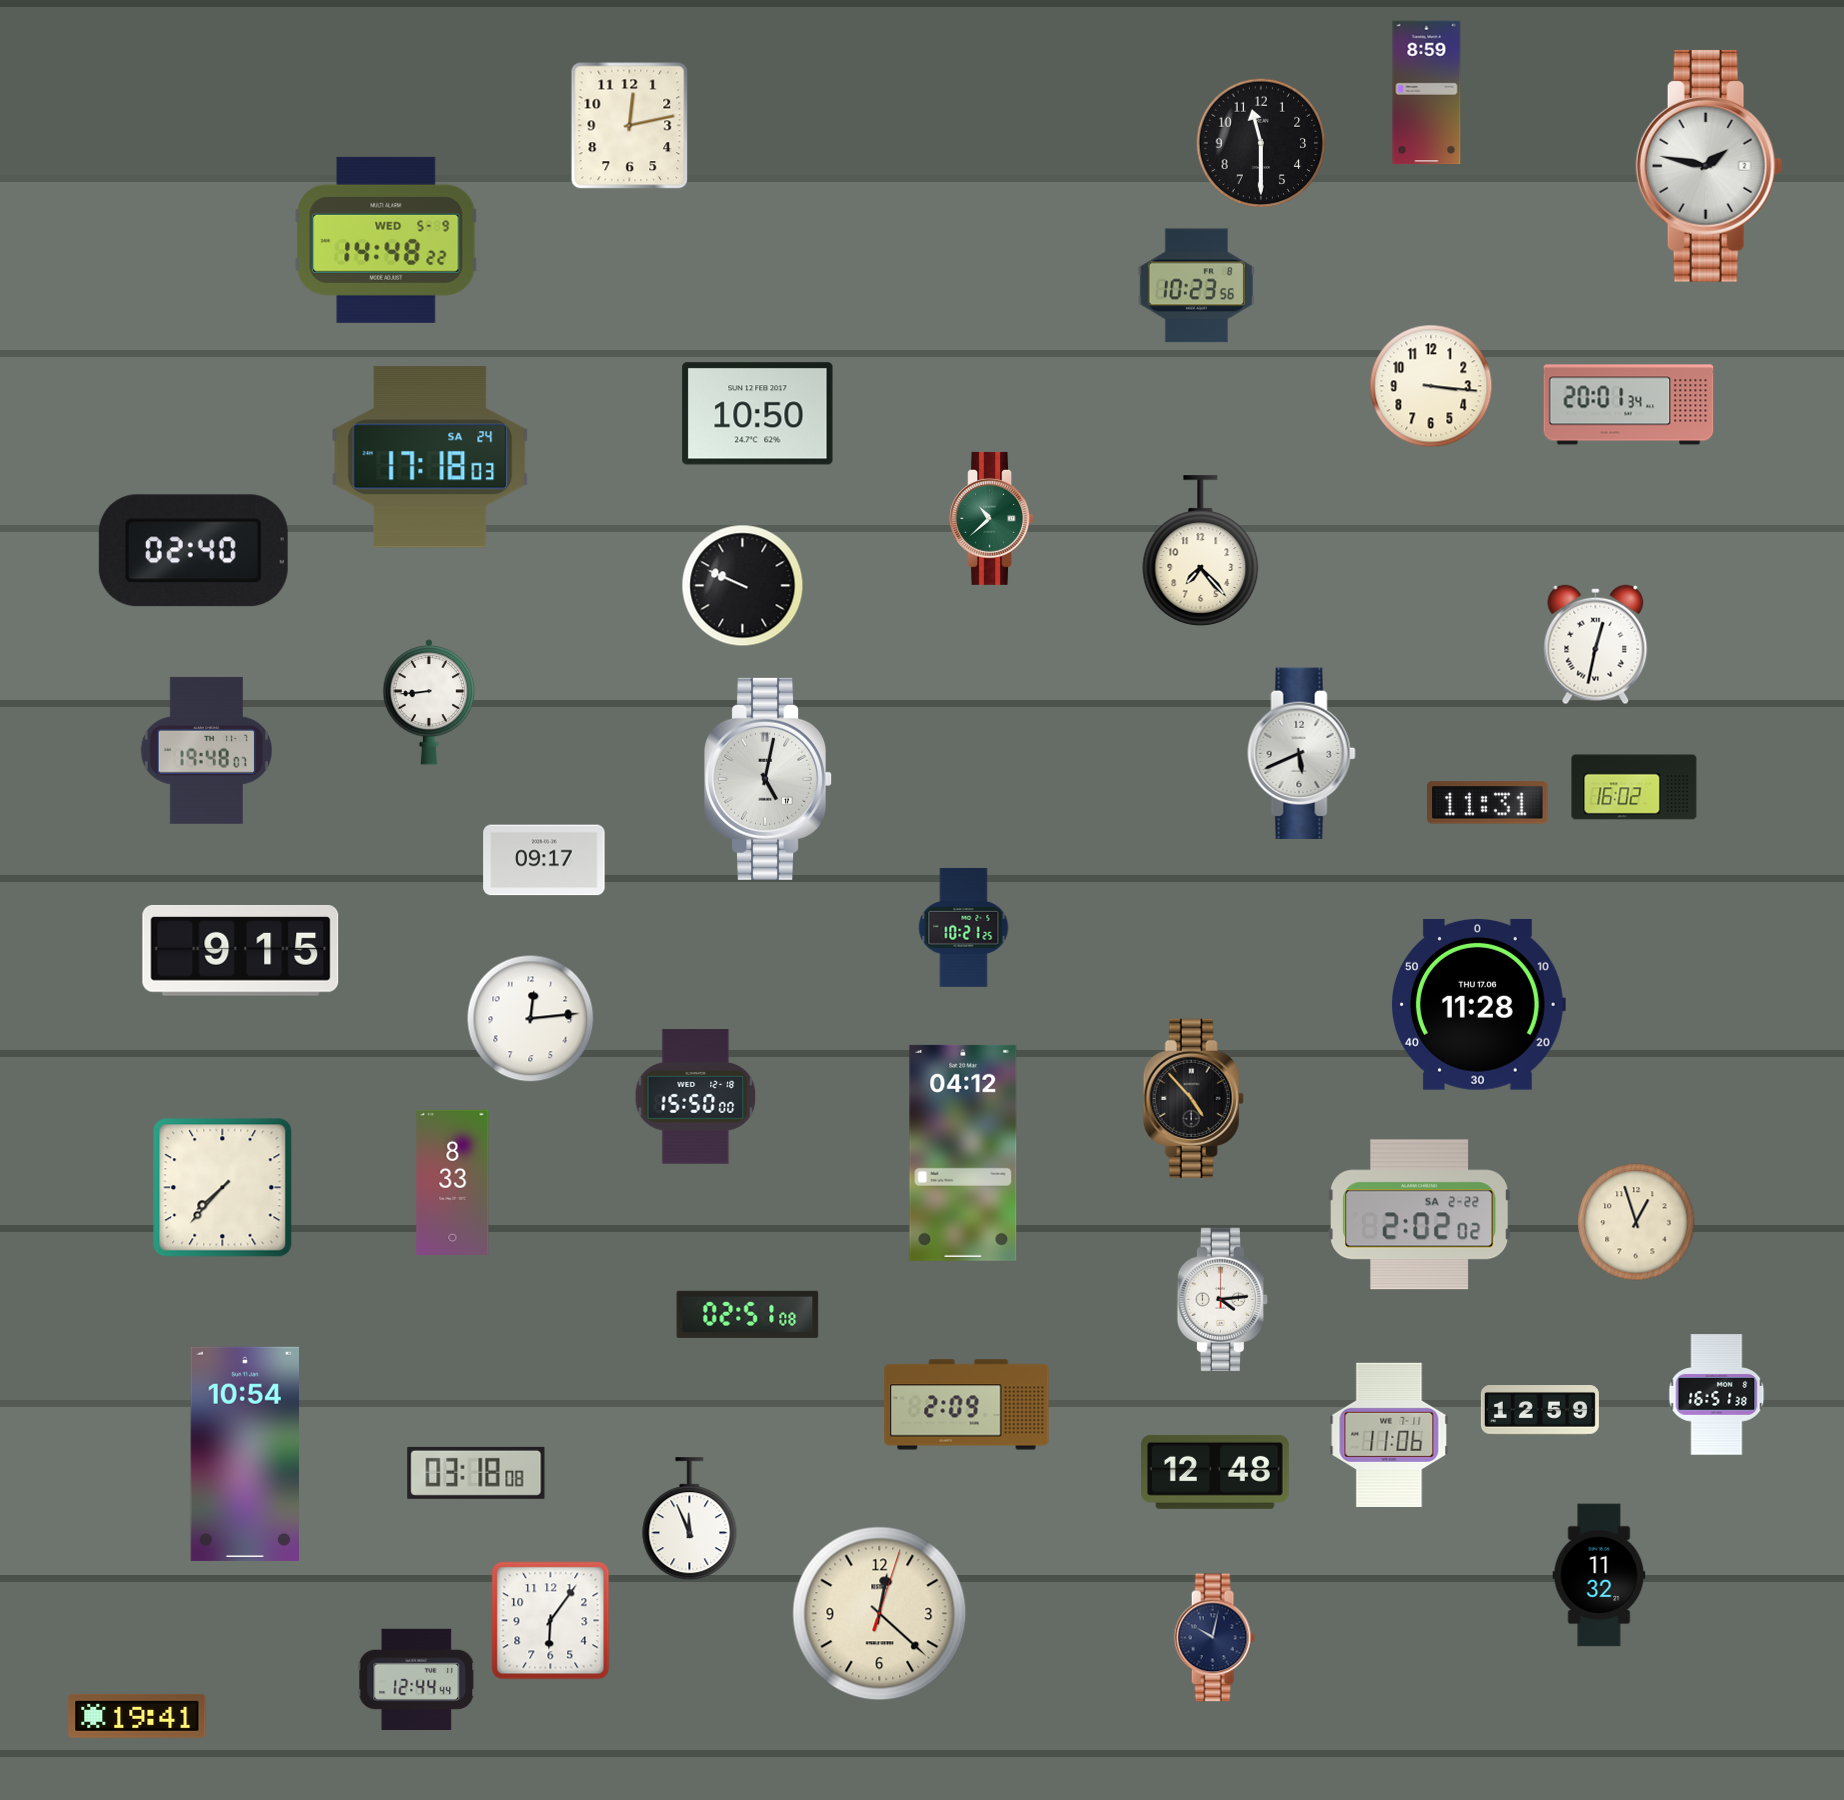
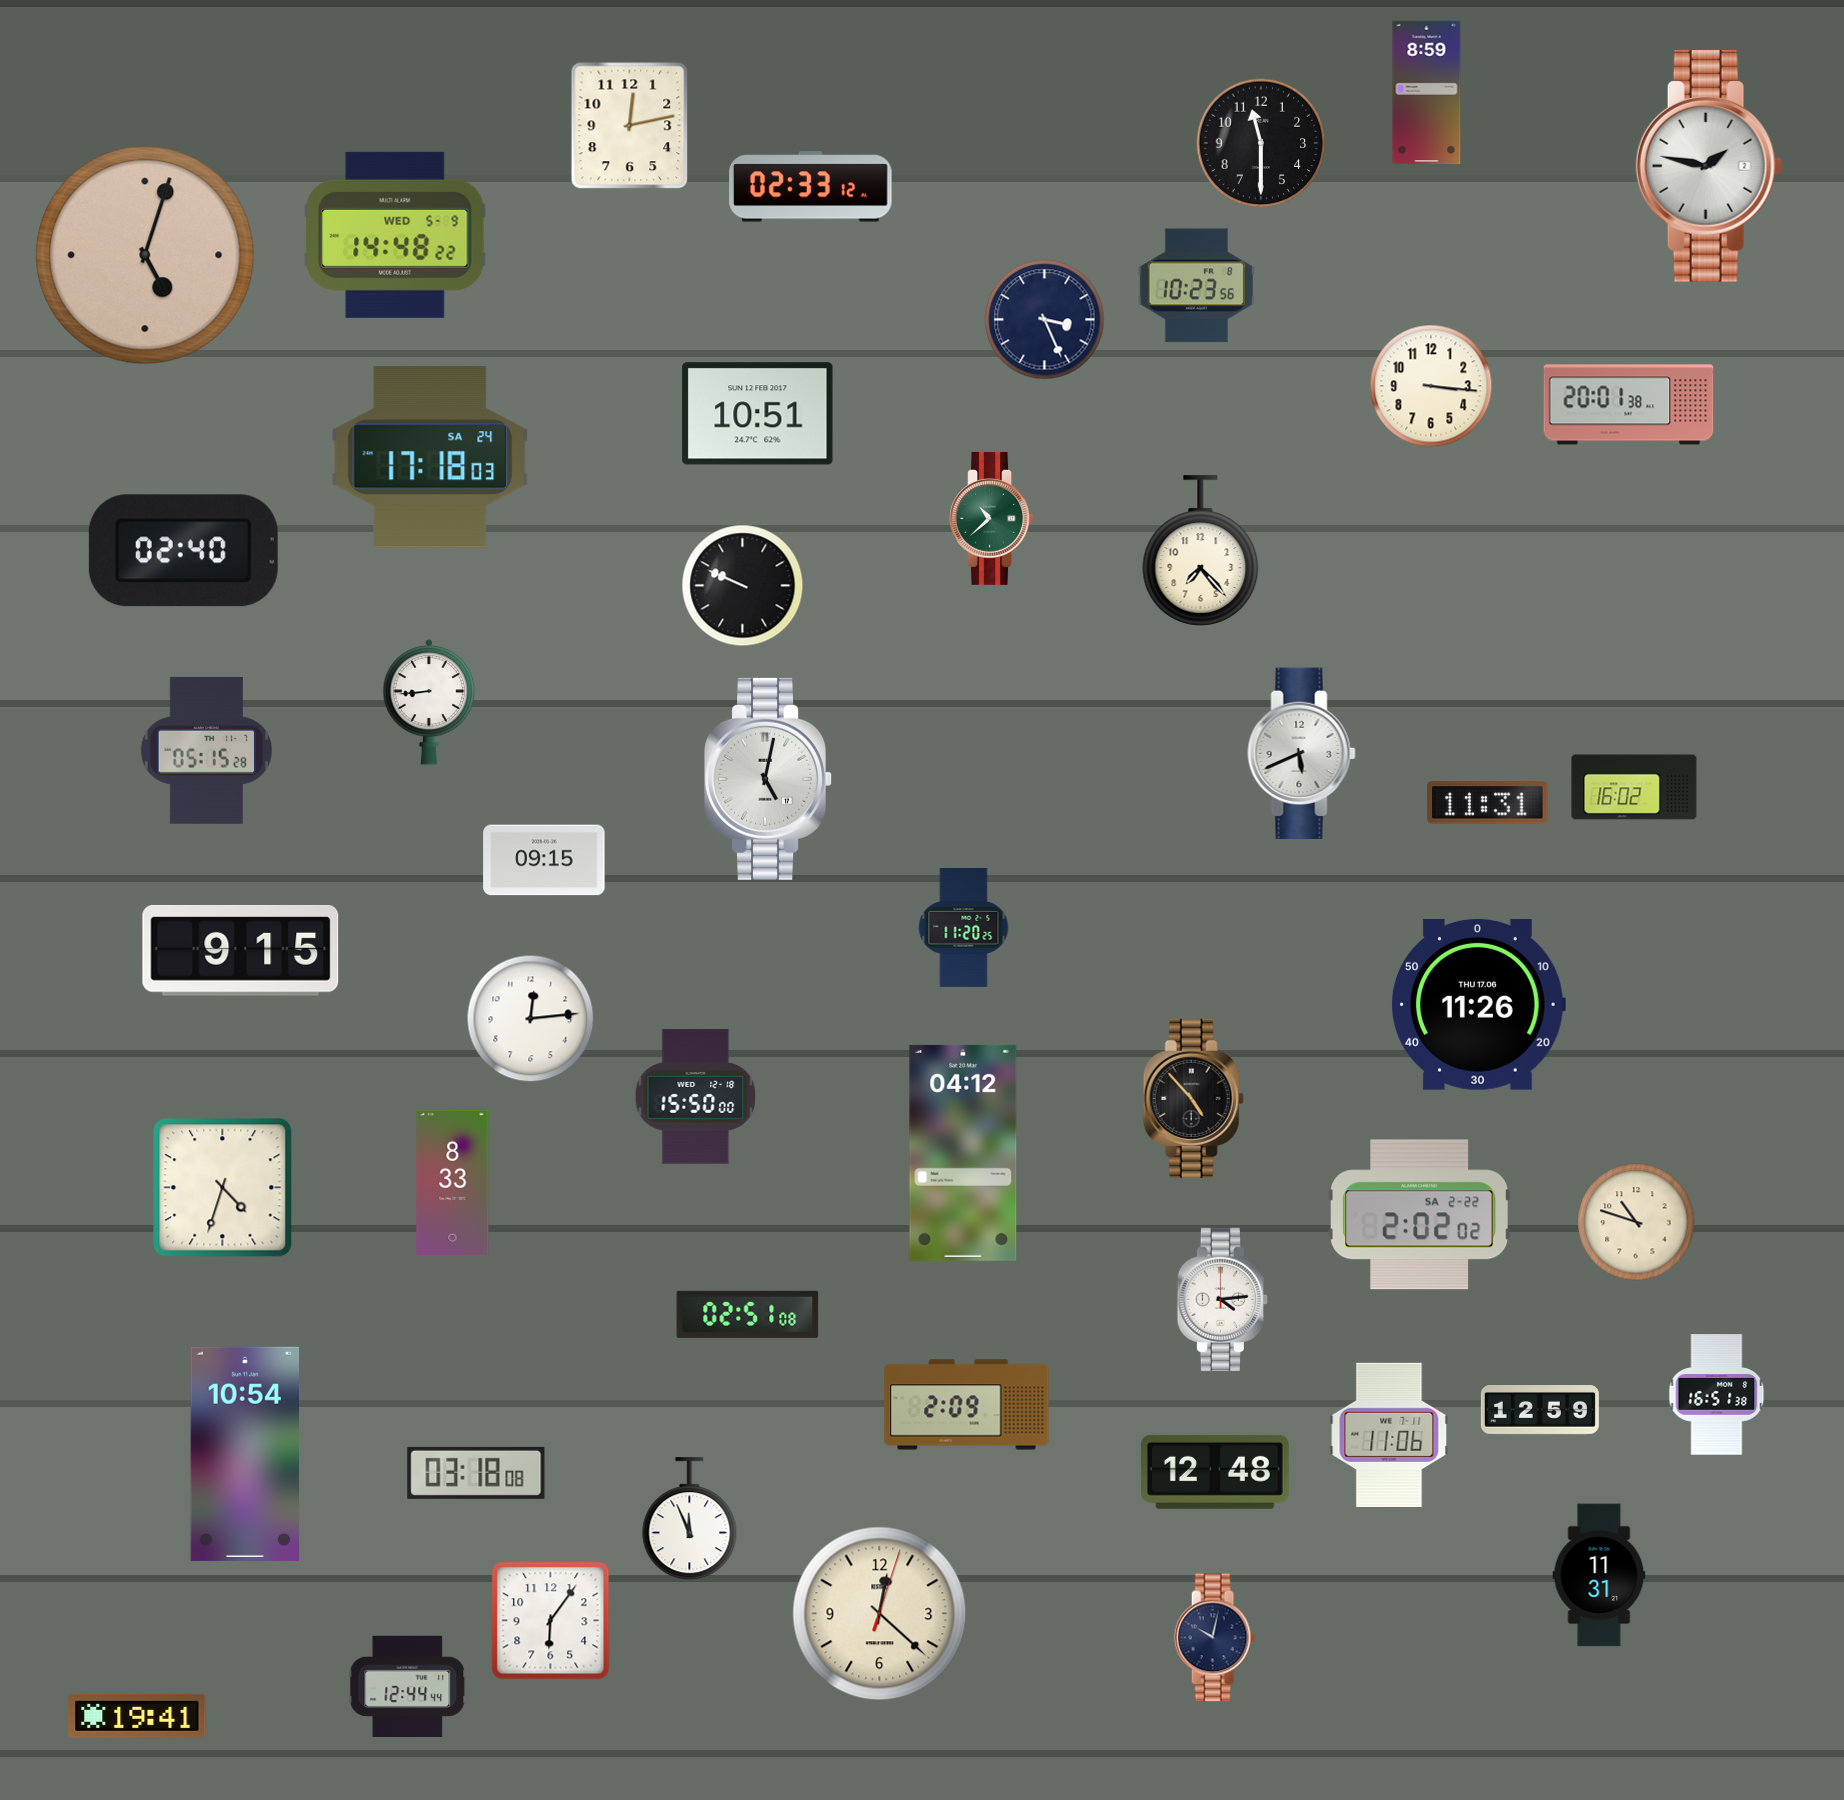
clock at (811, 187): none -> 02:33
clock at (386, 240) position: (386, 240) -> (395, 235)
clock at (145, 255): none -> 5:03
clock at (1045, 320): none -> 3:26
clock at (1629, 405): 20:01:34 -> 20:01:38
clock at (758, 414): 10:50 -> 10:51
clock at (193, 551) position: (193, 551) -> (183, 551)
clock at (1596, 645): 12:32 -> none
clock at (206, 750): 19:48 -> 05:15
clock at (544, 860): 09:17 -> 09:15
clock at (964, 927): 10:21 -> 11:20
clock at (1479, 1004): 11:28 -> 11:26
clock at (223, 1188): 7:37 -> 4:33
clock at (1636, 1222): 12:57 -> 10:48
clock at (1599, 1575): 11:32 -> 11:31
clock at (417, 1679) position: (417, 1679) -> (408, 1686)
